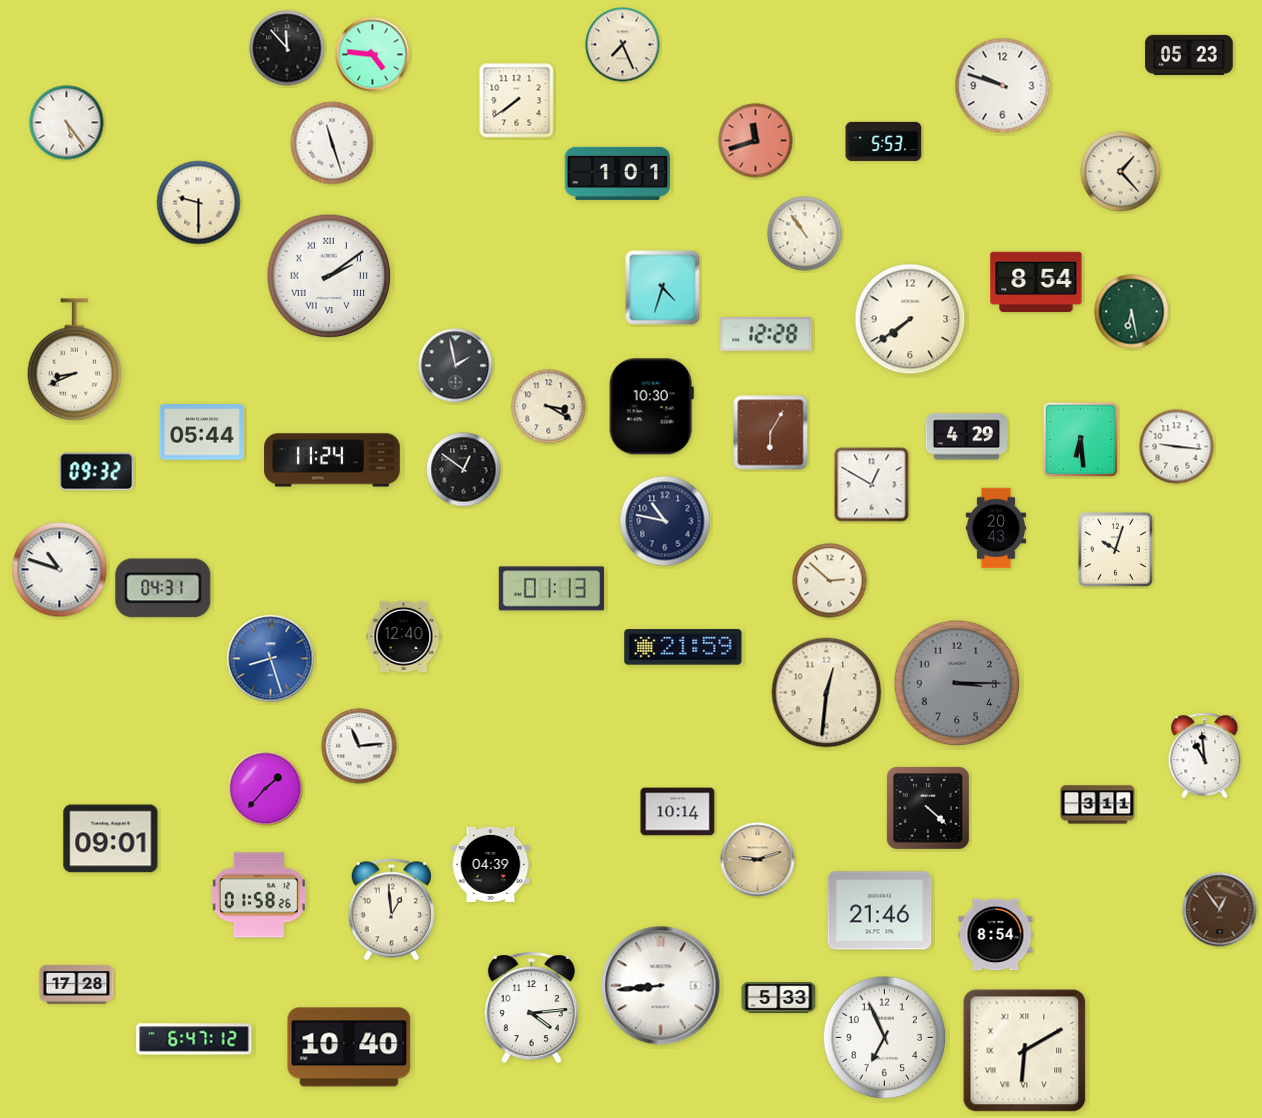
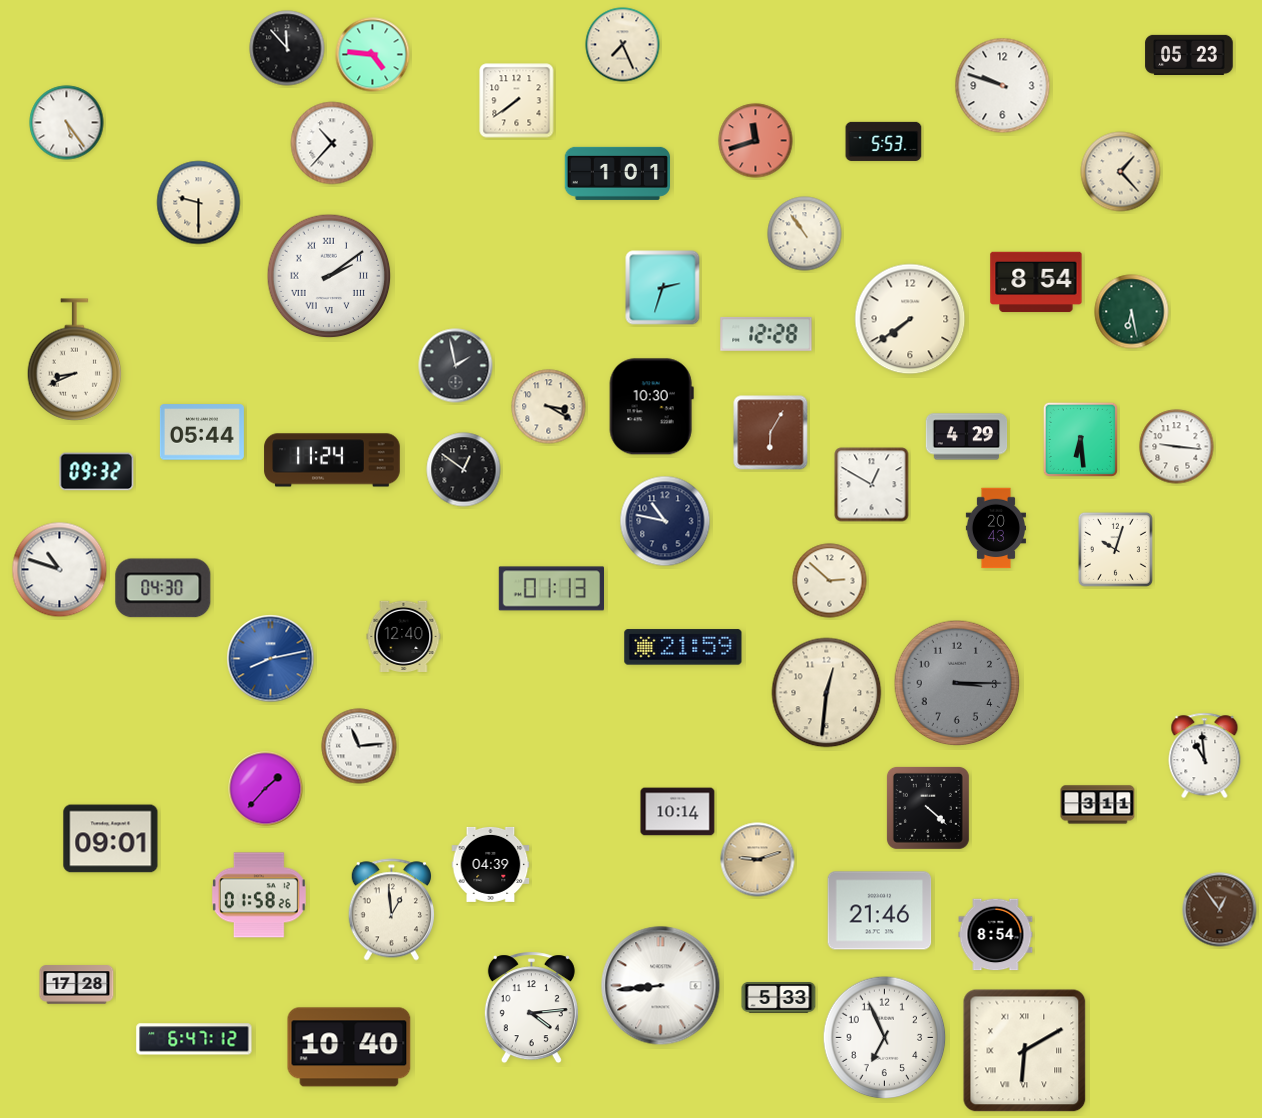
clock at (332, 143): 11:27 -> 10:37
clock at (663, 288): 4:33 -> 2:33
clock at (163, 588): 04:31 -> 04:30
clock at (271, 659): 8:27 -> 8:13
